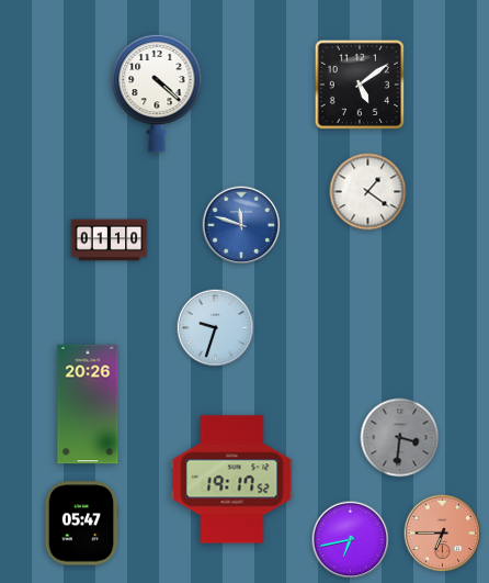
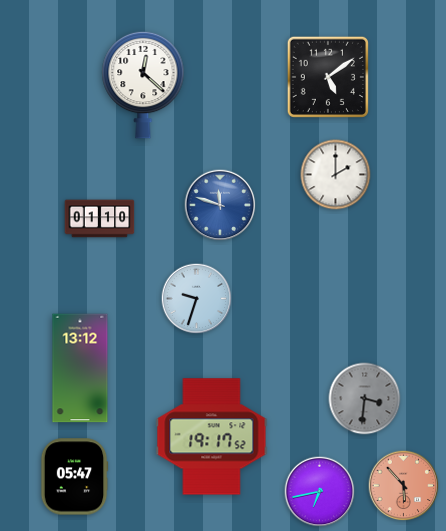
clock at (157, 93): 4:22 -> 12:22
clock at (368, 192): 1:21 -> 2:00
clock at (88, 404): 20:26 -> 13:12
clock at (443, 534): 6:45 -> 5:53
